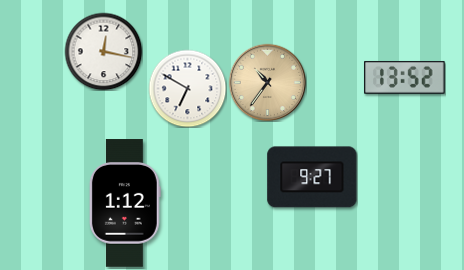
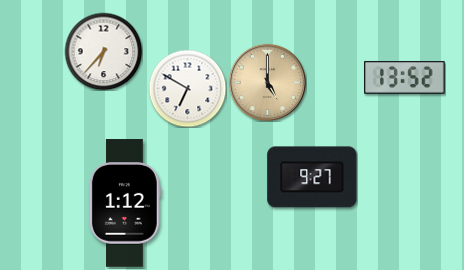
clock at (103, 51): 12:17 -> 6:37
clock at (267, 82): 10:36 -> 5:00
